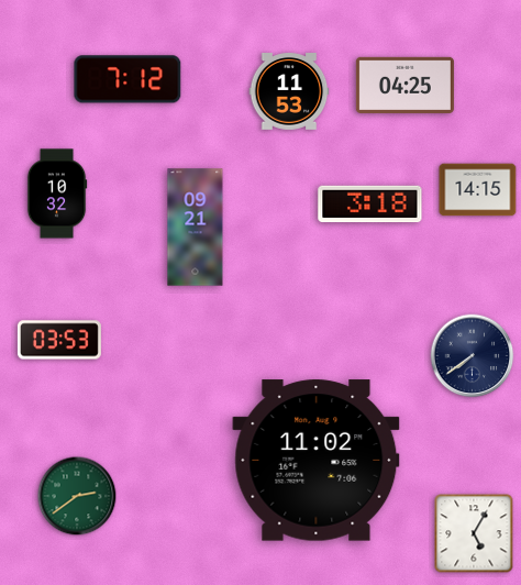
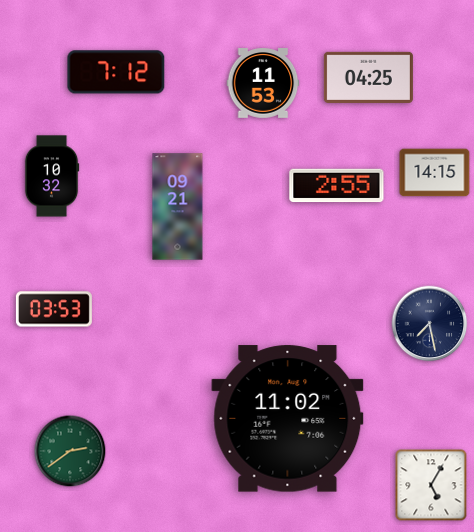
clock at (370, 205): 3:18 -> 2:55
clock at (473, 356): 7:39 -> 7:28
